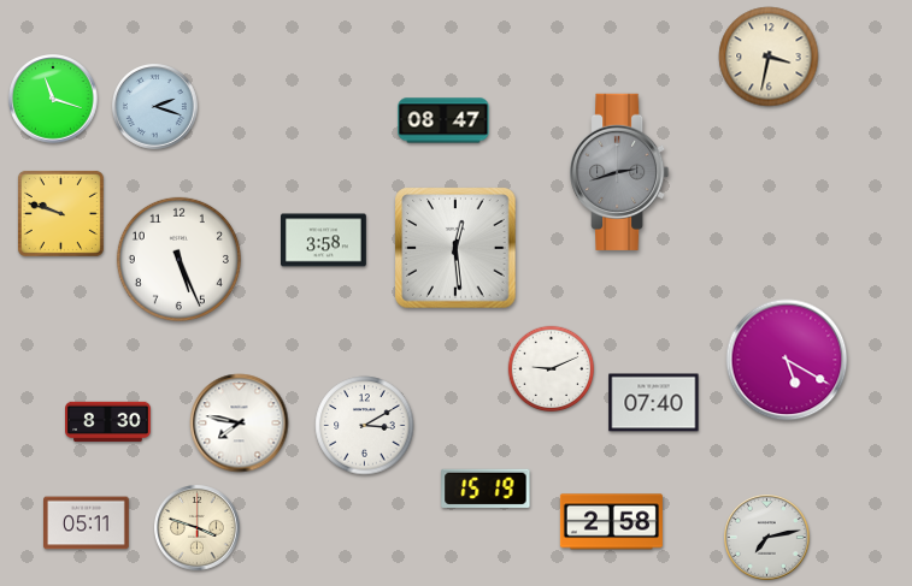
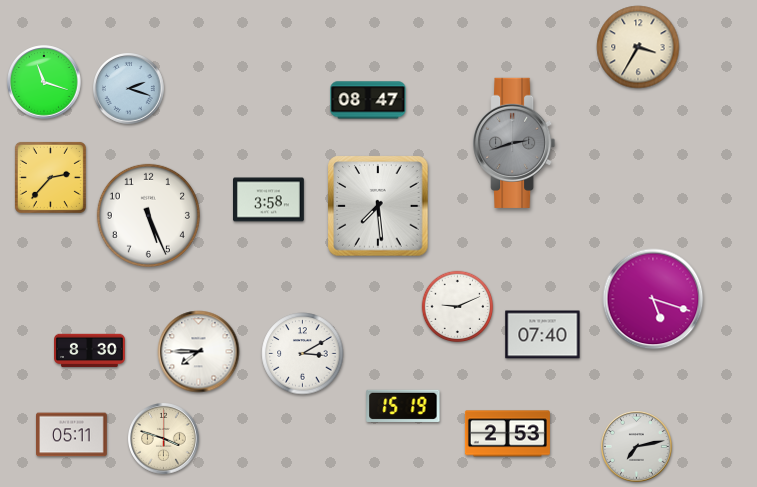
clock at (769, 57): 3:32 -> 3:35
clock at (60, 213): 9:48 -> 2:37
clock at (455, 248): 12:29 -> 7:29
clock at (787, 360): 5:20 -> 5:18
clock at (240, 424): 7:47 -> 7:45
clock at (611, 522): 2:58 -> 2:53
